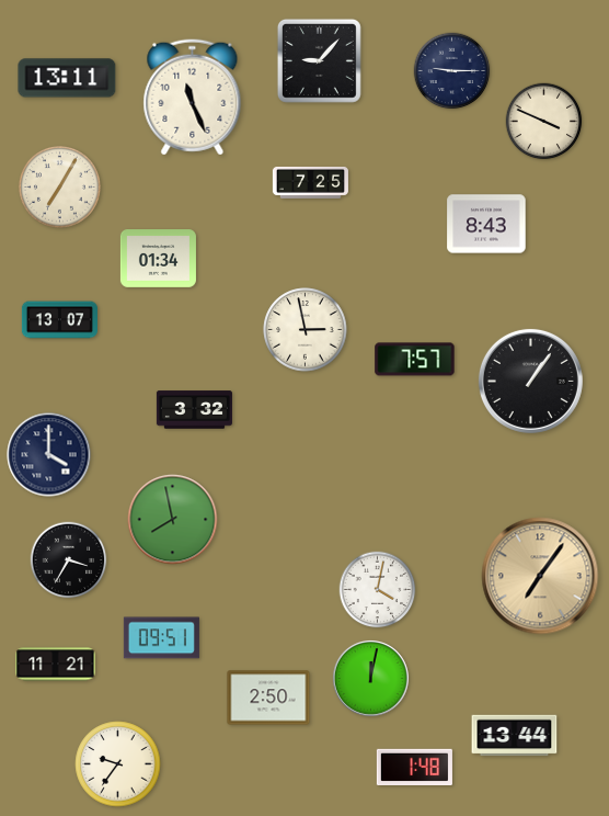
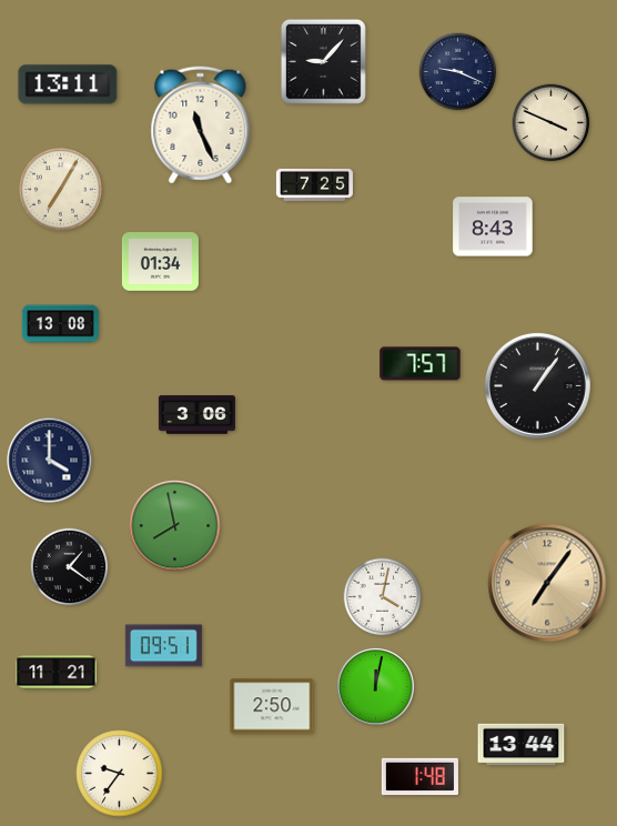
clock at (452, 71): 9:15 -> 9:19
clock at (67, 78) position: (67, 78) -> (68, 84)
clock at (193, 98) position: (193, 98) -> (201, 125)
clock at (59, 320): 13:07 -> 13:08
clock at (306, 330): 2:58 -> none
clock at (194, 410): 3:32 -> 3:06
clock at (69, 560): 3:35 -> 1:21
